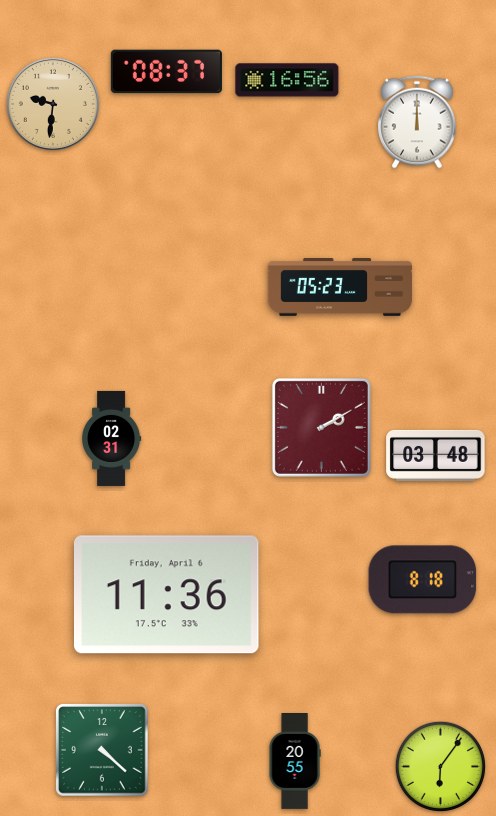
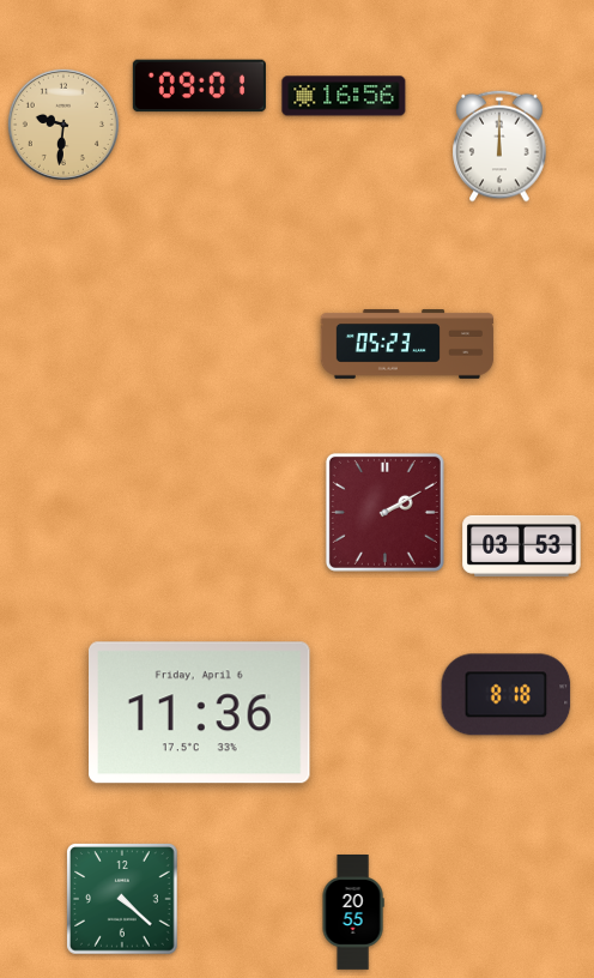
clock at (166, 72): 08:37 -> 09:01
clock at (112, 438): 02:31 -> none
clock at (436, 455): 03:48 -> 03:53
clock at (440, 766): 6:06 -> none
